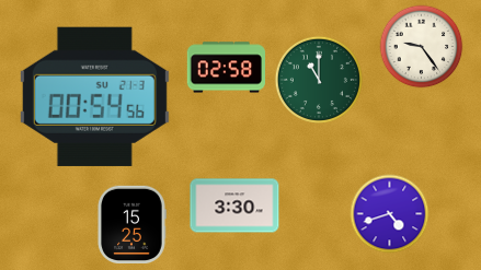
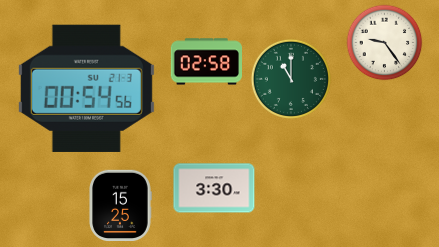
clock at (319, 80) position: (319, 80) -> (291, 79)
clock at (390, 214): 4:42 -> none
